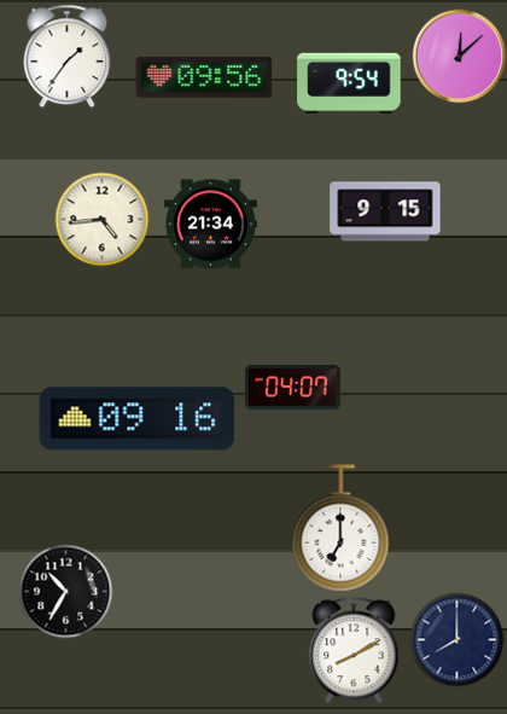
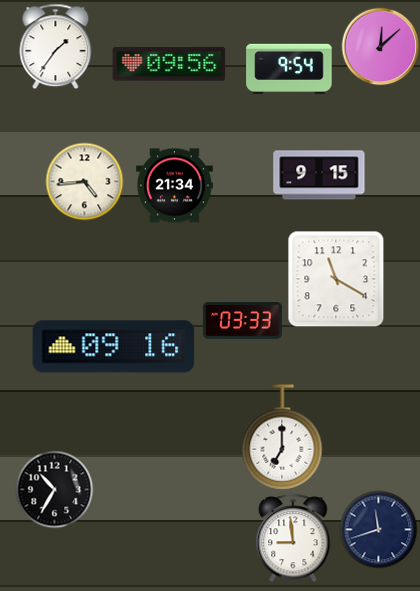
clock at (336, 279): none -> 11:20
clock at (292, 388): 04:07 -> 03:33
clock at (456, 639): 8:00 -> 11:42
clock at (354, 650): 8:10 -> 8:59
